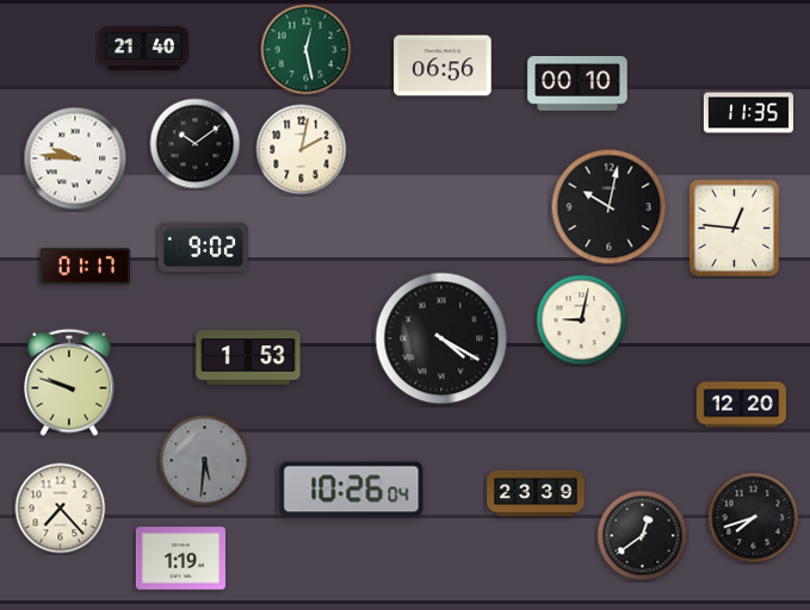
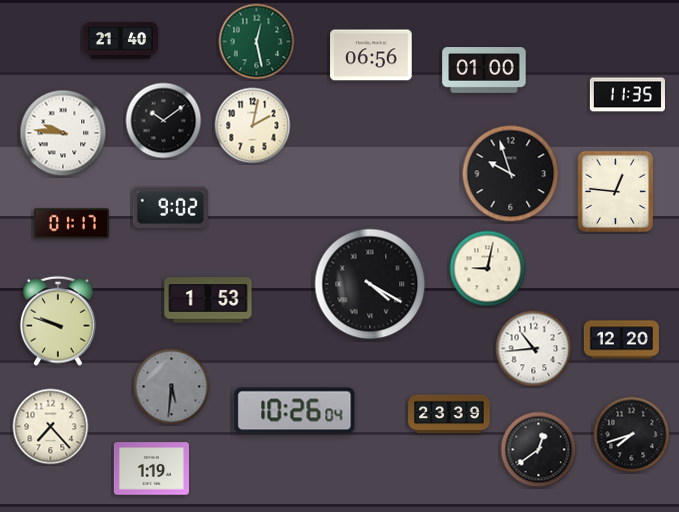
clock at (577, 83): 00:10 -> 01:00
clock at (610, 207): 10:02 -> 9:57
clock at (534, 349): none -> 10:44
